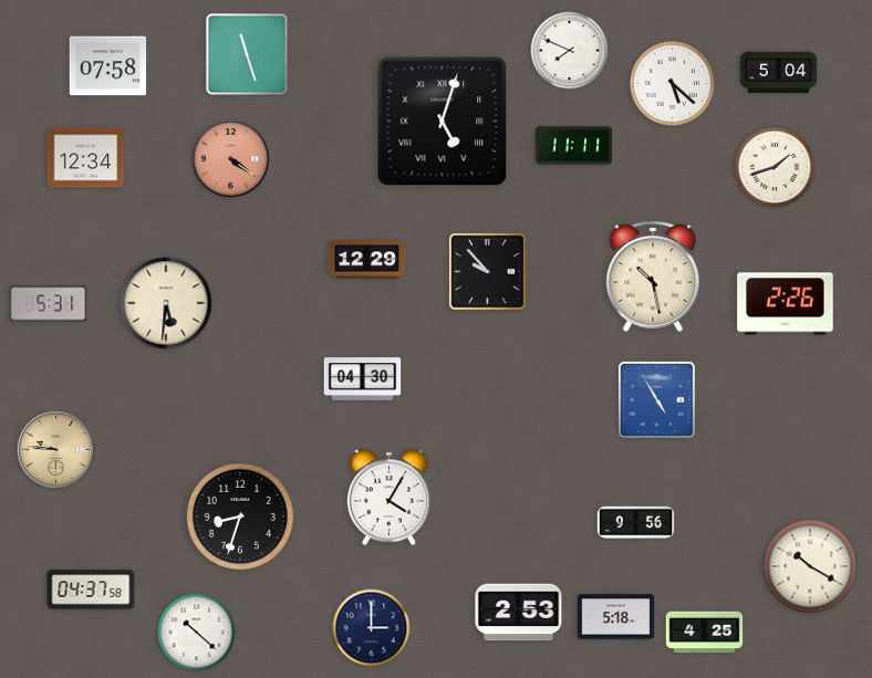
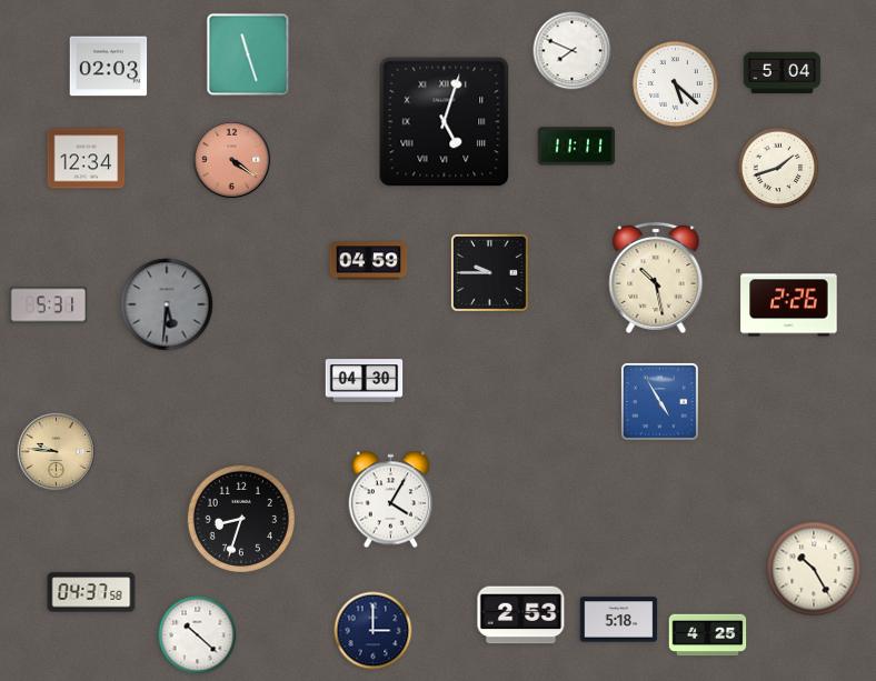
clock at (108, 66): 07:58 -> 02:03
clock at (367, 260): 12:29 -> 04:59
clock at (487, 271): 9:53 -> 9:45
clock at (166, 303) dial: cream -> grey
clock at (636, 523): 9:56 -> none
clock at (810, 566): 10:20 -> 10:25
